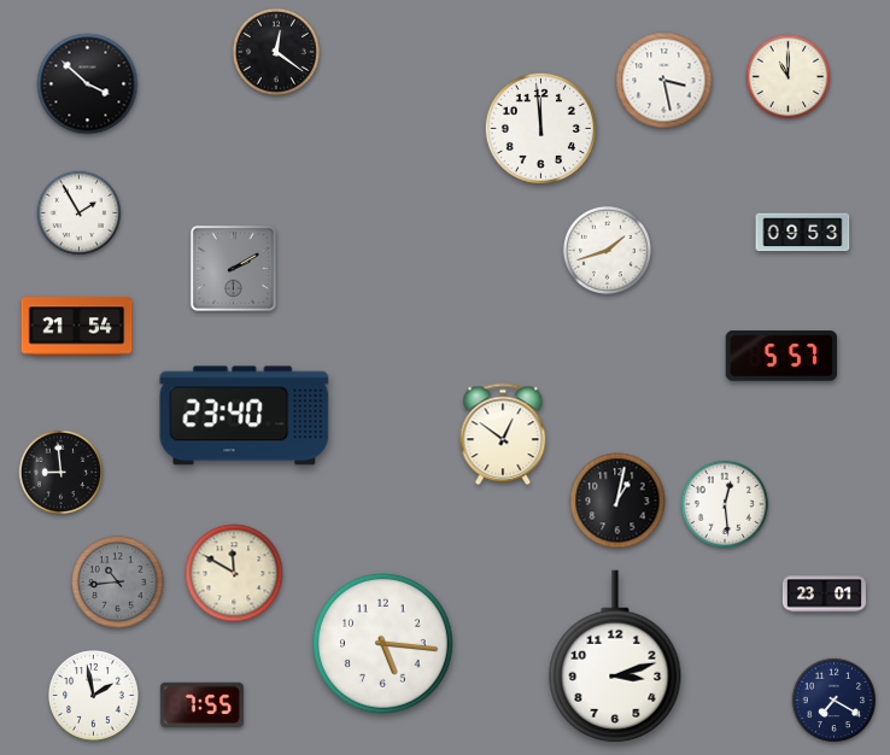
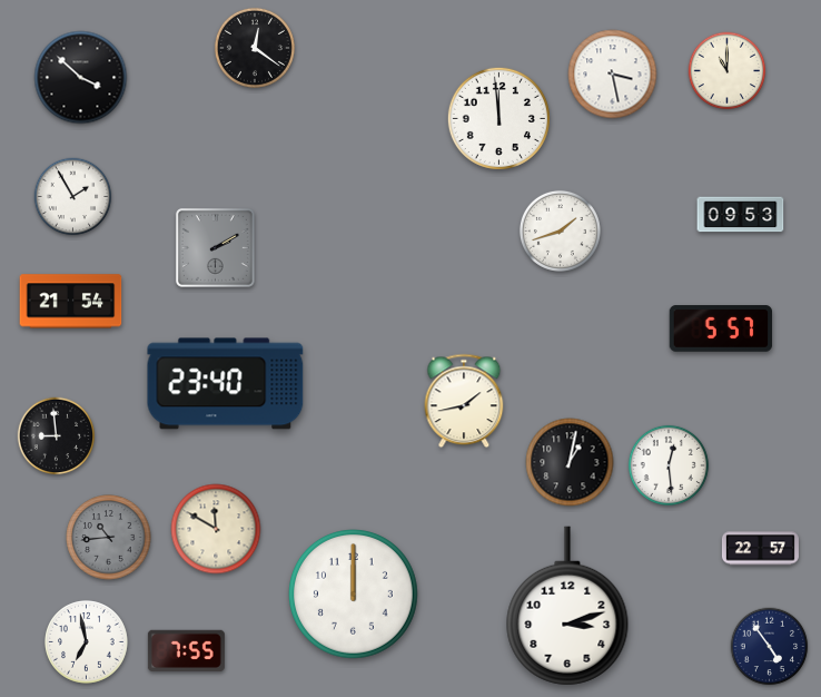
clock at (503, 434): 12:51 -> 1:43
clock at (824, 595): 23:01 -> 22:57
clock at (383, 644): 5:16 -> 12:00
clock at (94, 696): 1:58 -> 6:58
clock at (835, 701): 7:20 -> 4:54
